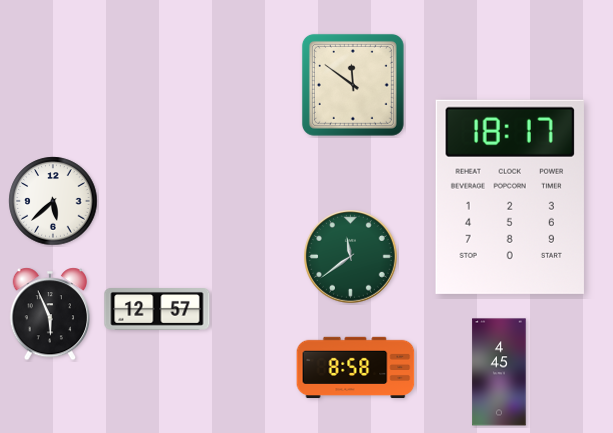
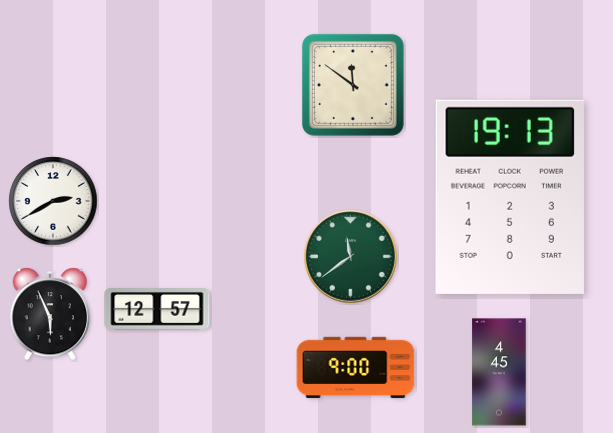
clock at (510, 197): 18:17 -> 19:13
clock at (53, 201): 5:38 -> 2:40
clock at (356, 368): 8:58 -> 9:00
